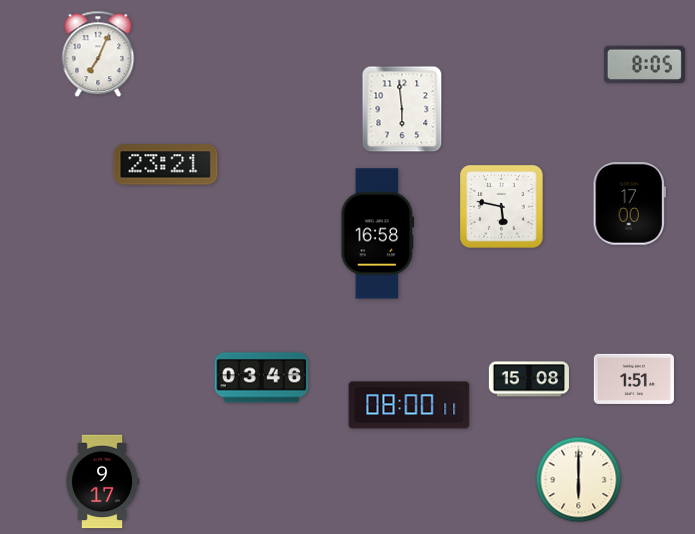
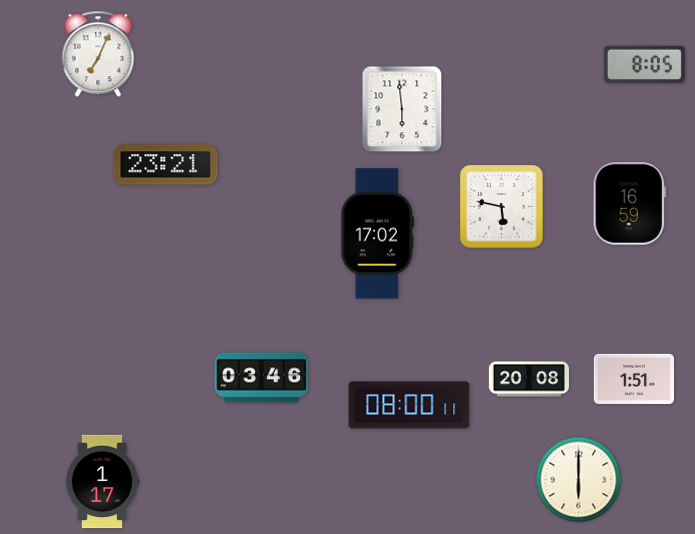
clock at (629, 204): 17:00 -> 16:59
clock at (378, 234): 16:58 -> 17:02
clock at (529, 379): 15:08 -> 20:08
clock at (102, 482): 9:17 -> 1:17
